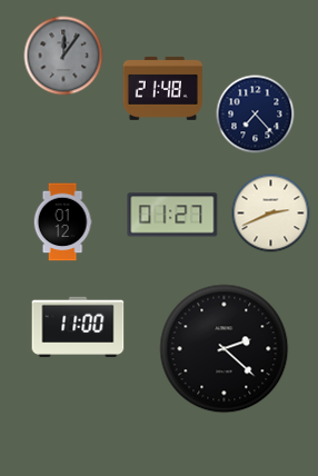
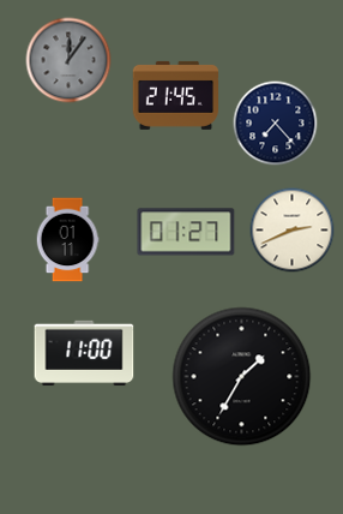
clock at (163, 88): 21:48 -> 21:45
clock at (62, 222): 01:12 -> 01:11
clock at (225, 349): 2:22 -> 1:35
